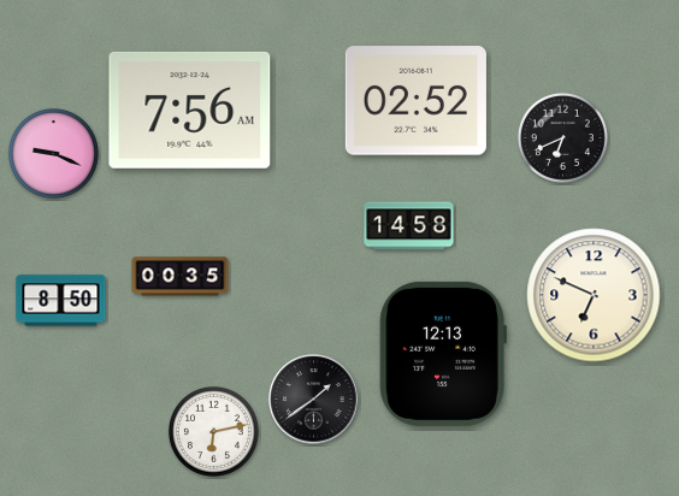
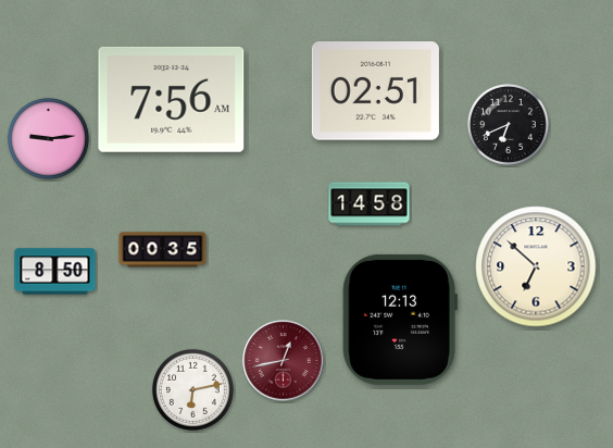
clock at (415, 101): 02:52 -> 02:51
clock at (53, 153): 9:19 -> 9:14
clock at (594, 295): 6:49 -> 6:52
clock at (314, 400): 1:39 -> 12:43
clock at (314, 400) dial: black -> burgundy
